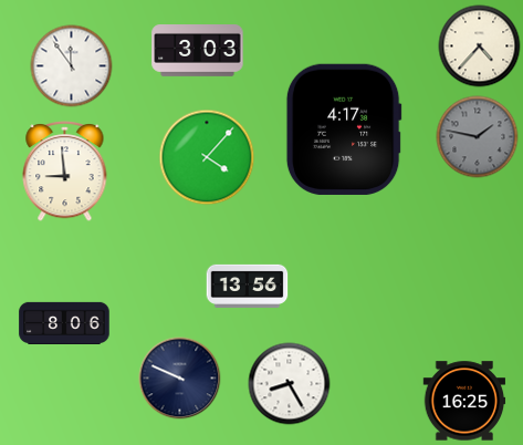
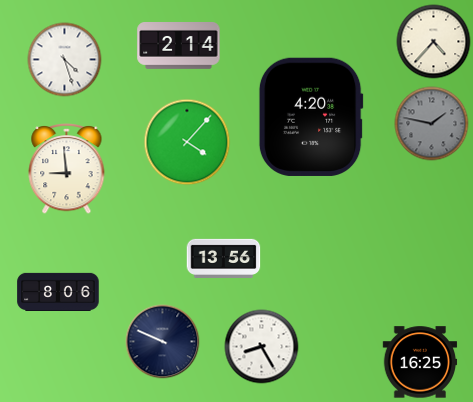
clock at (198, 51): 3:03 -> 2:14
clock at (72, 66): 11:54 -> 4:27
clock at (344, 130): 4:17 -> 4:20
clock at (65, 172) position: (65, 172) -> (67, 169)
